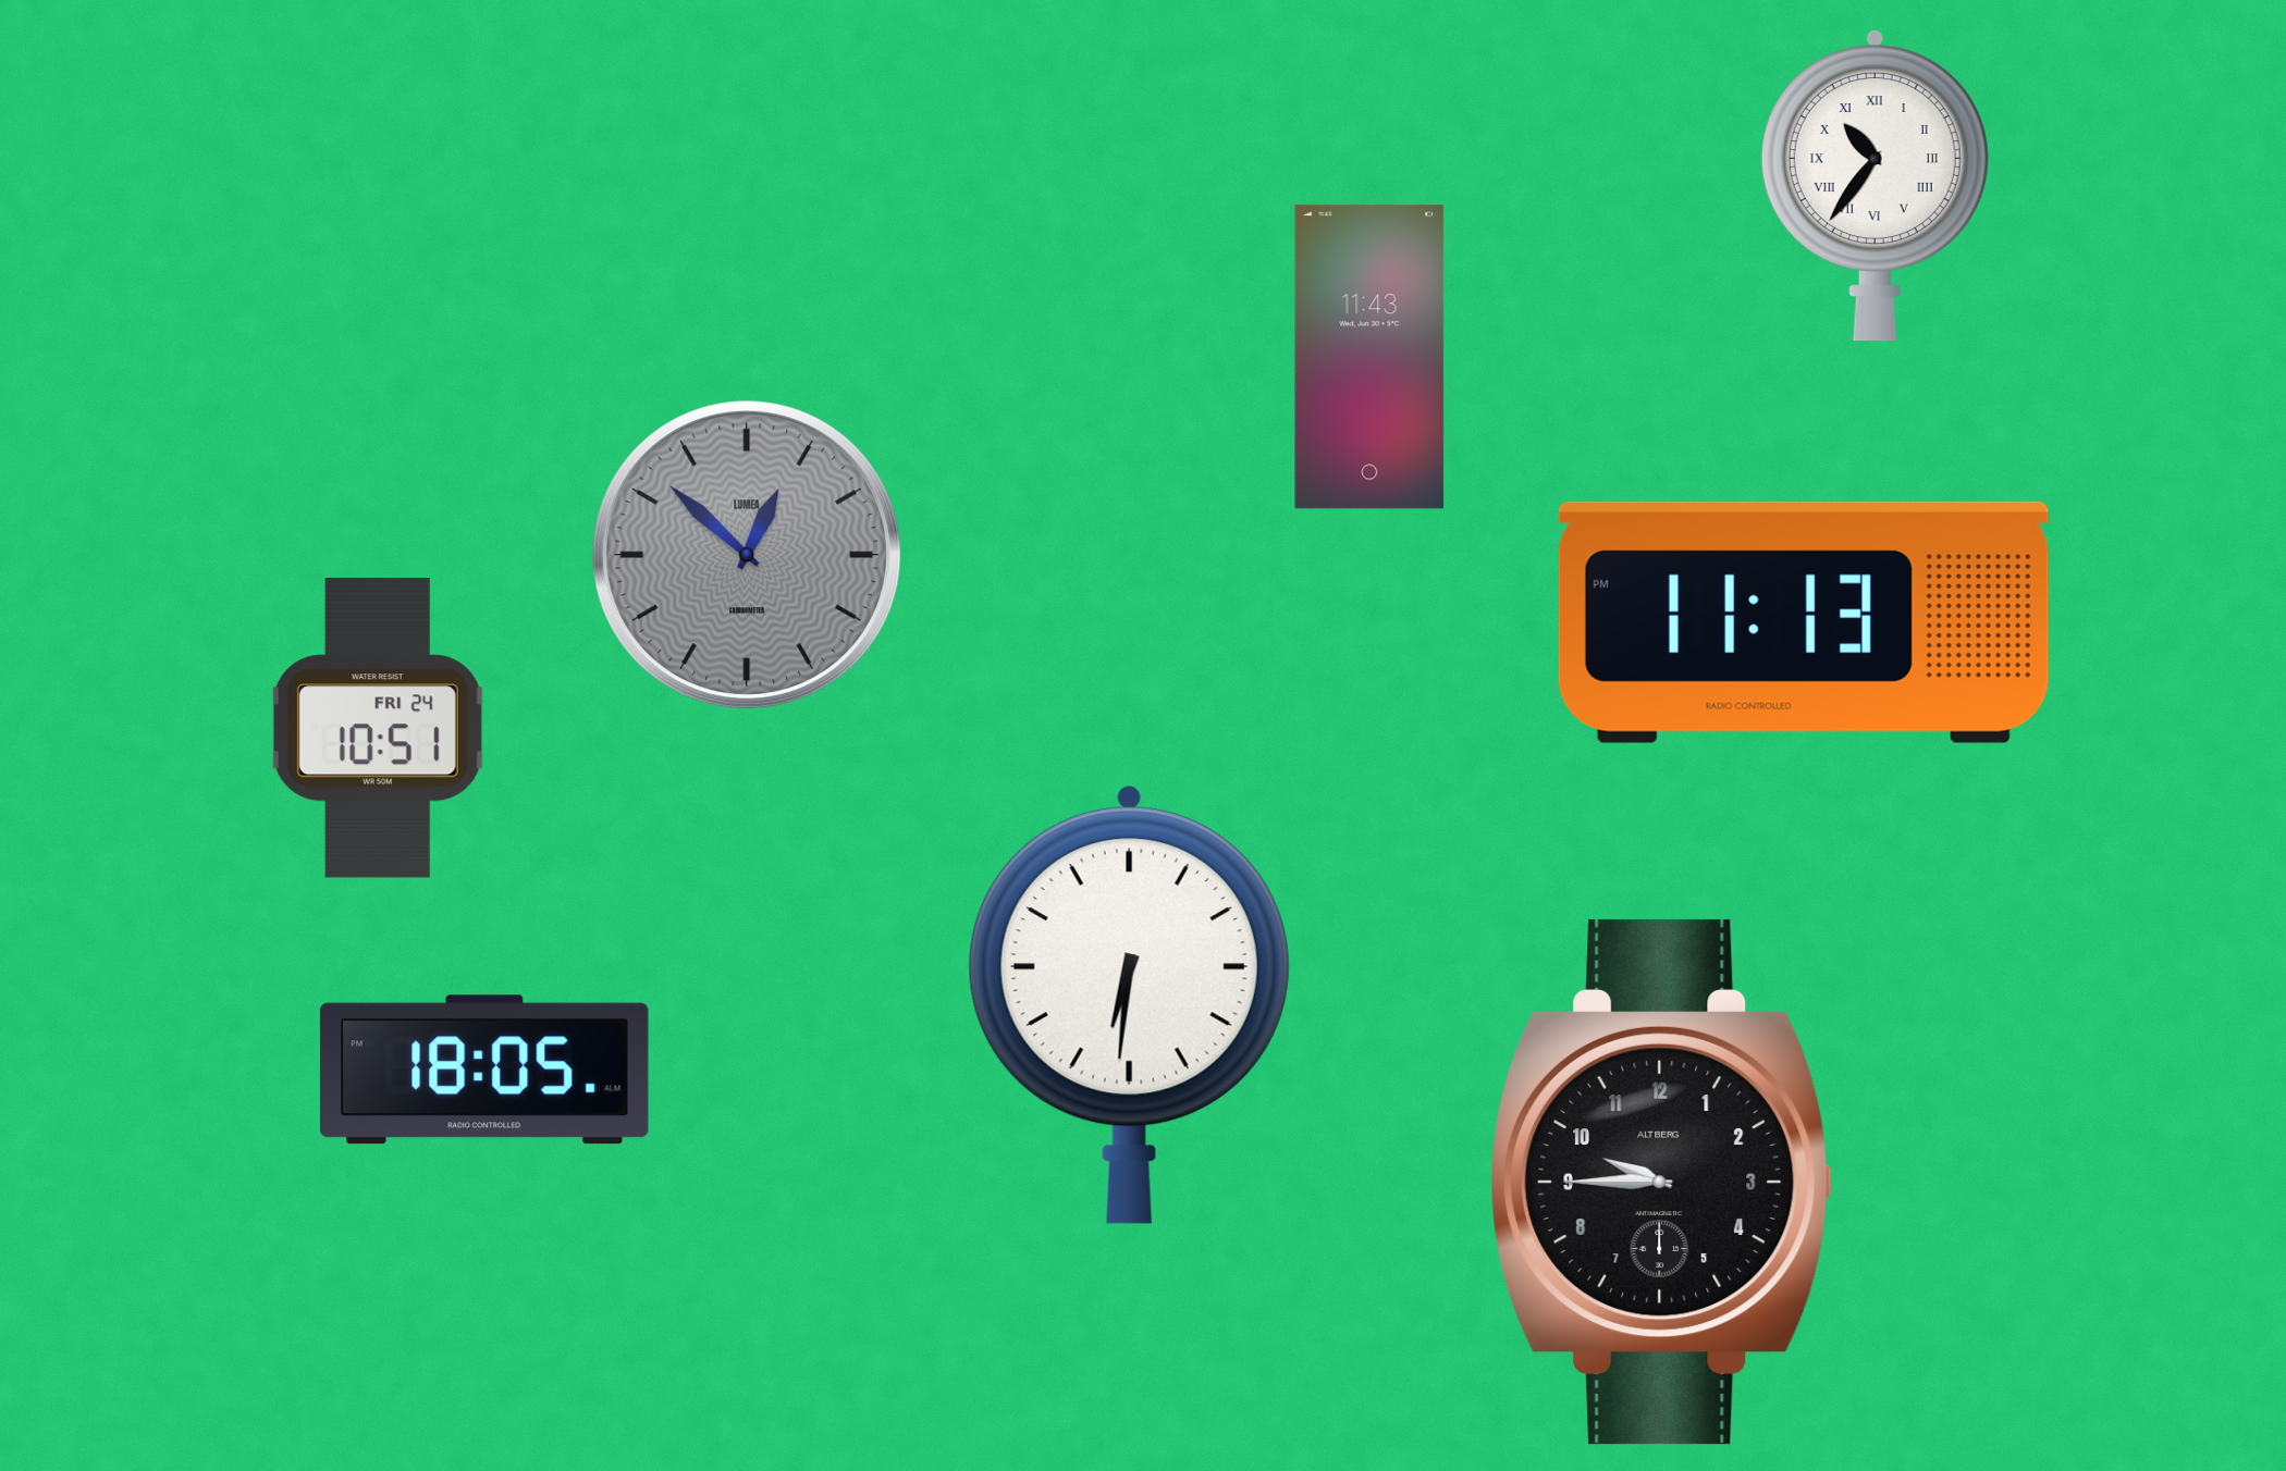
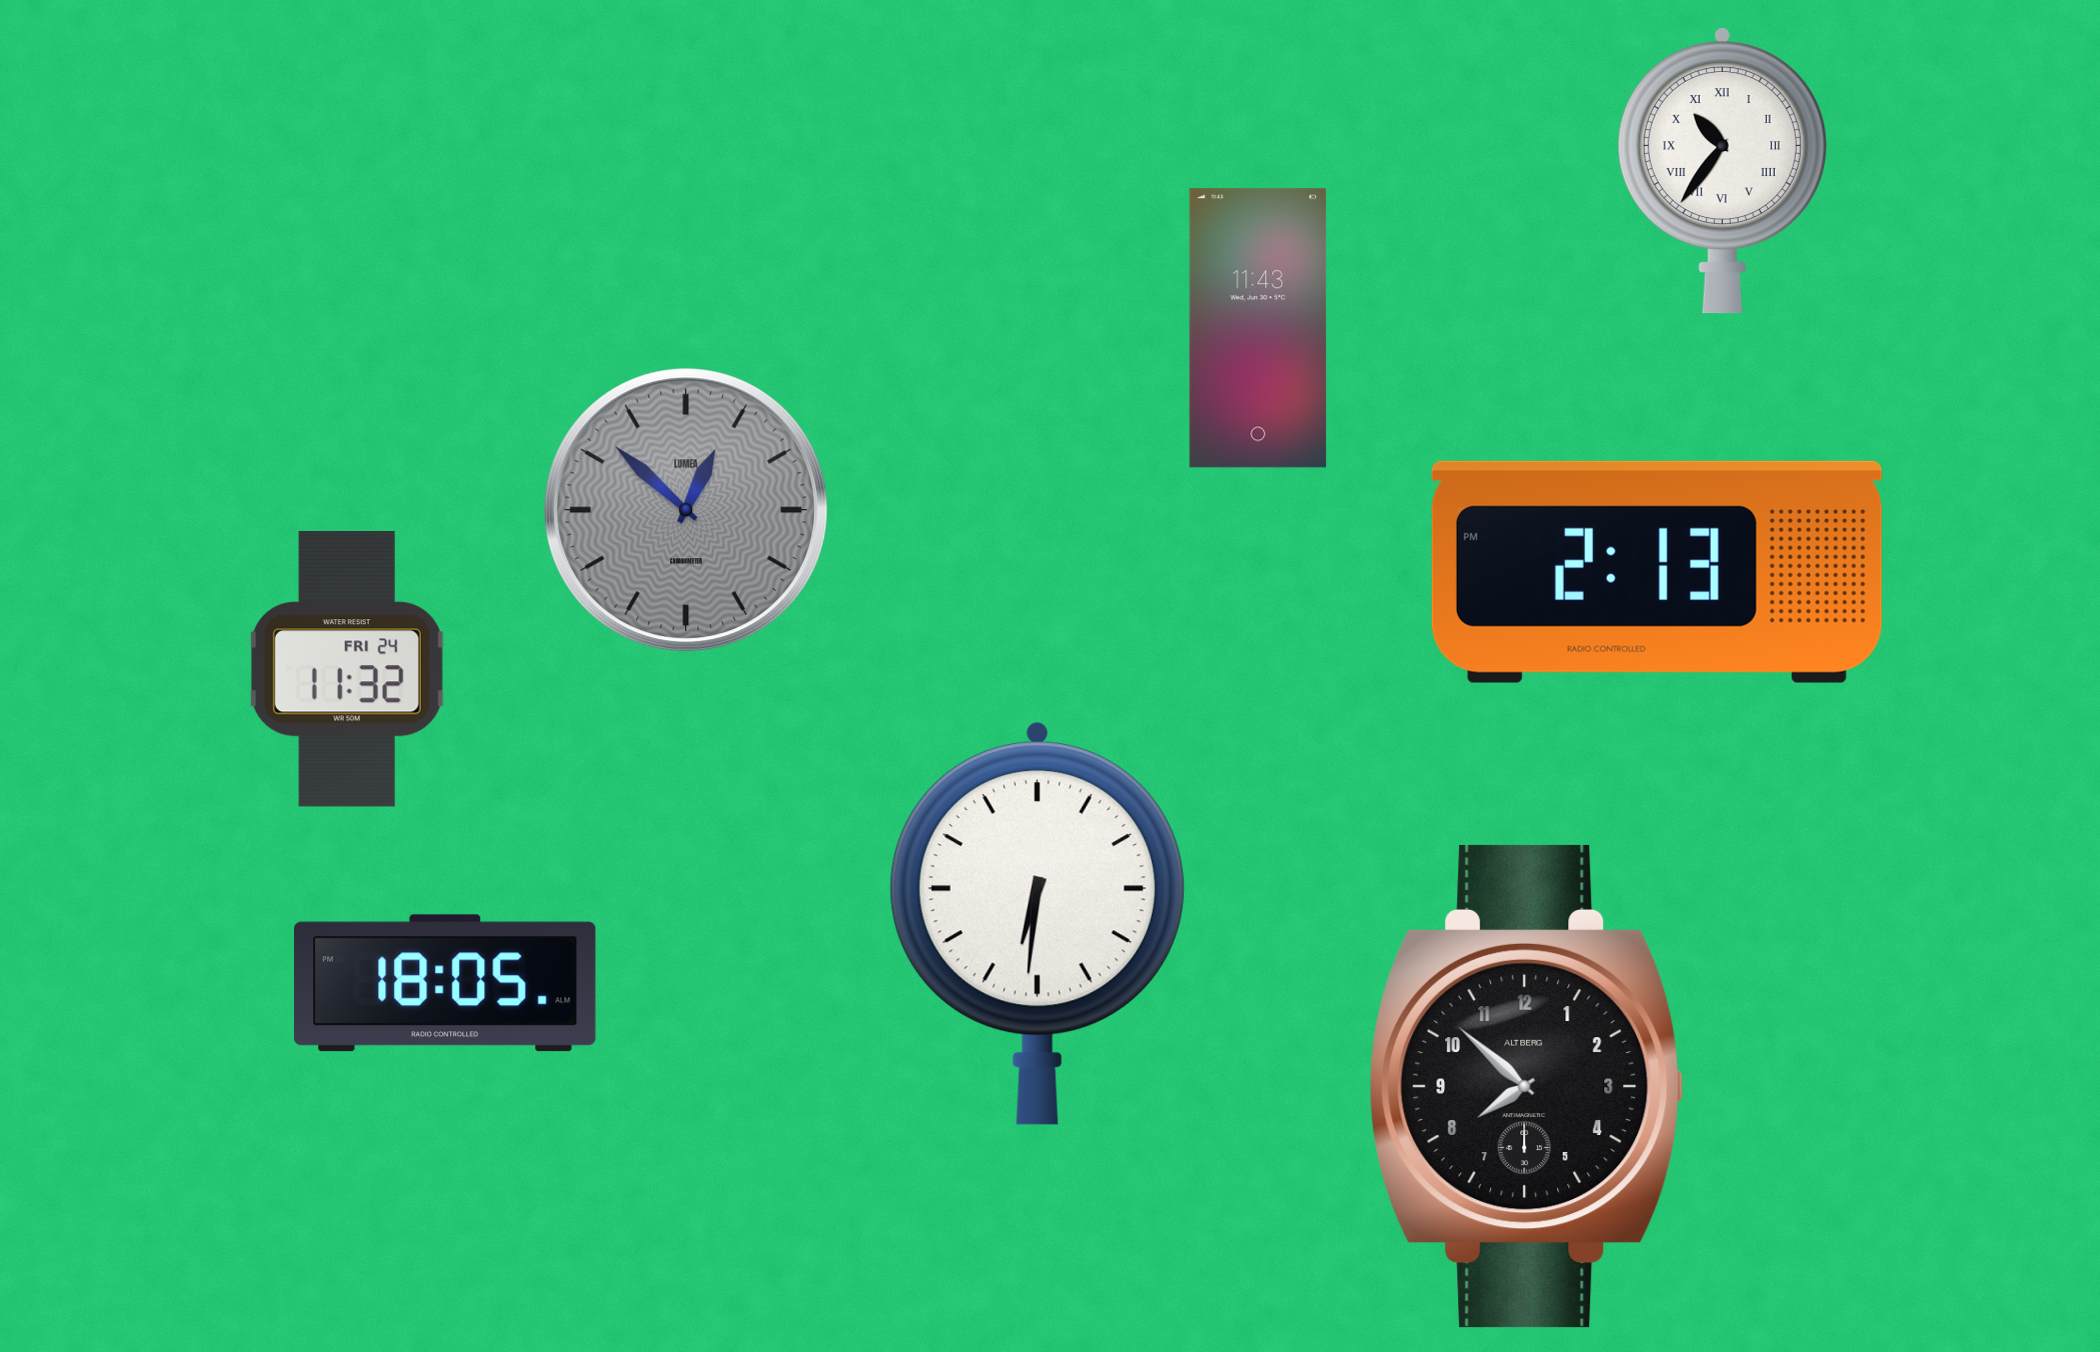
clock at (1804, 622): 11:13 -> 2:13
clock at (378, 729): 10:51 -> 11:32
clock at (1662, 1182): 9:45 -> 7:52
